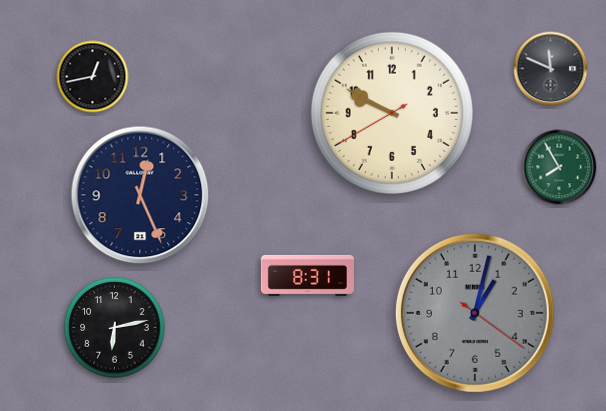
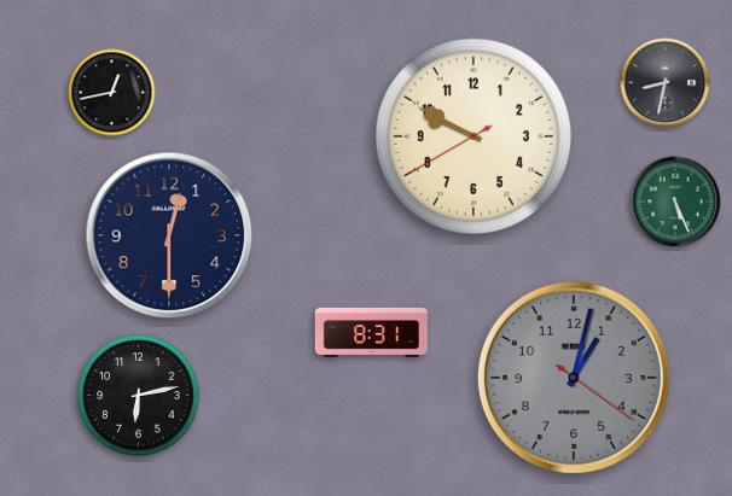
clock at (551, 69): 11:49 -> 8:32
clock at (559, 167): 7:55 -> 5:26
clock at (140, 195): 12:26 -> 12:30
